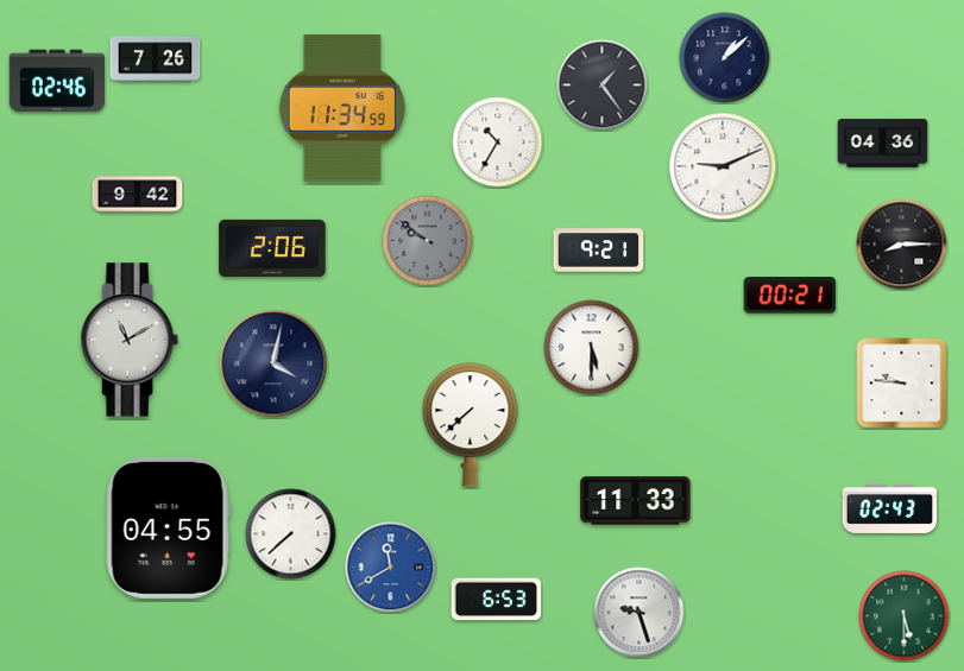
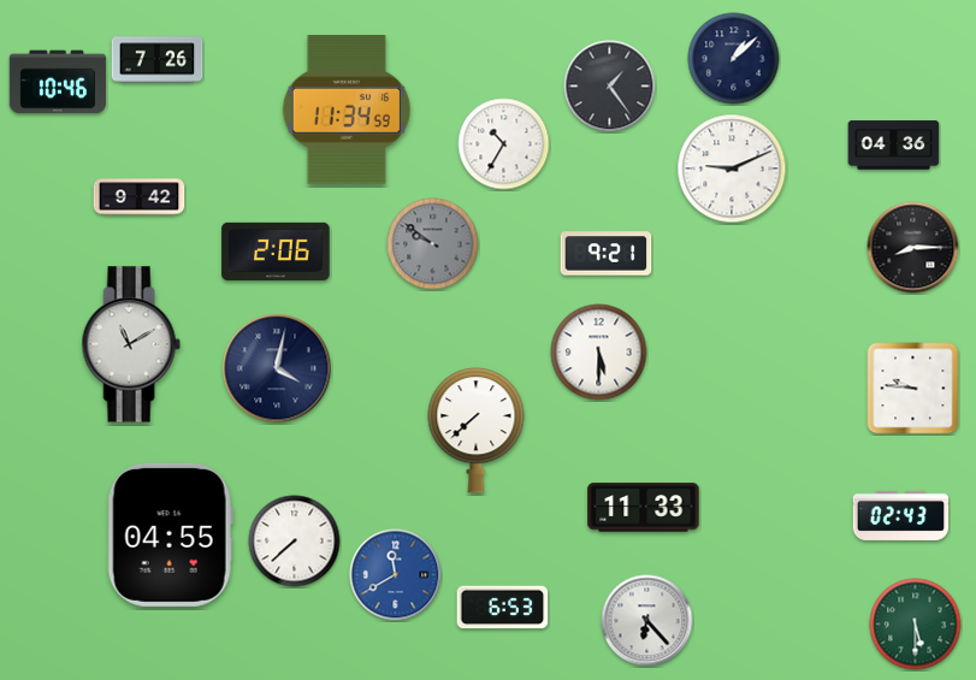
clock at (56, 81): 02:46 -> 10:46
clock at (790, 296): 00:21 -> none
clock at (639, 613): 9:27 -> 6:23
